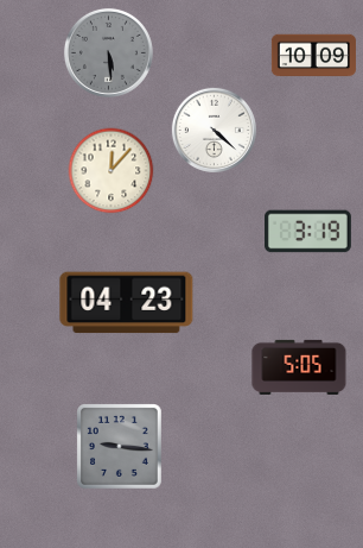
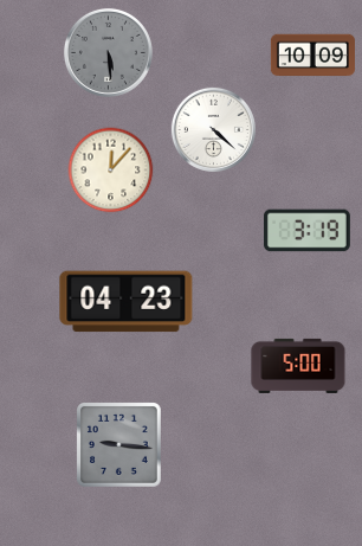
clock at (299, 367): 5:05 -> 5:00
